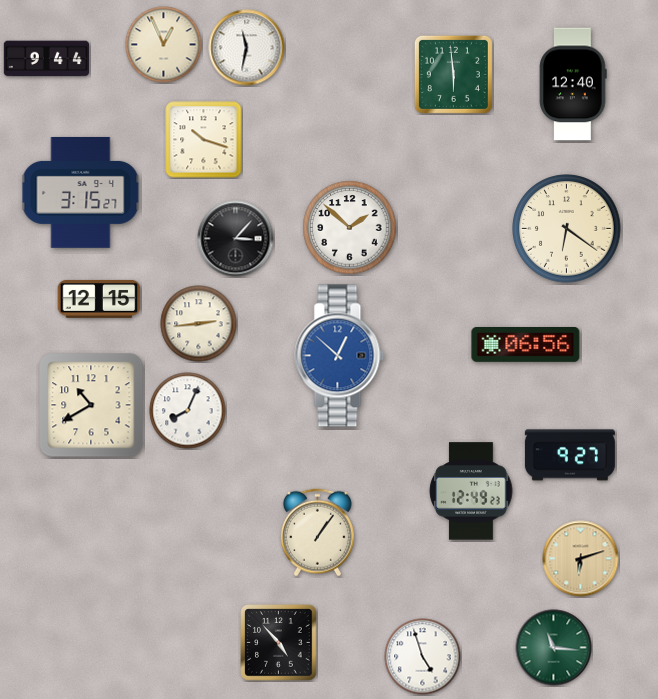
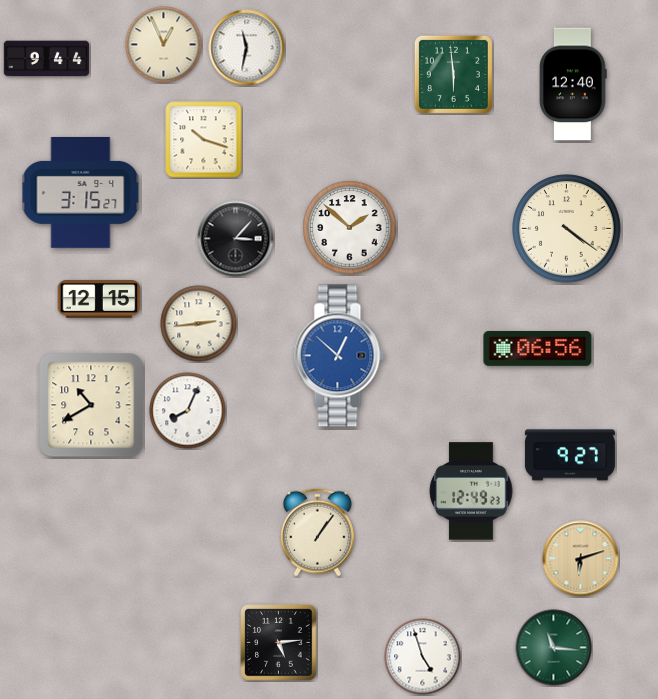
clock at (567, 229): 6:21 -> 4:21
clock at (526, 345) position: (526, 345) -> (538, 349)
clock at (279, 643): 4:53 -> 5:14
